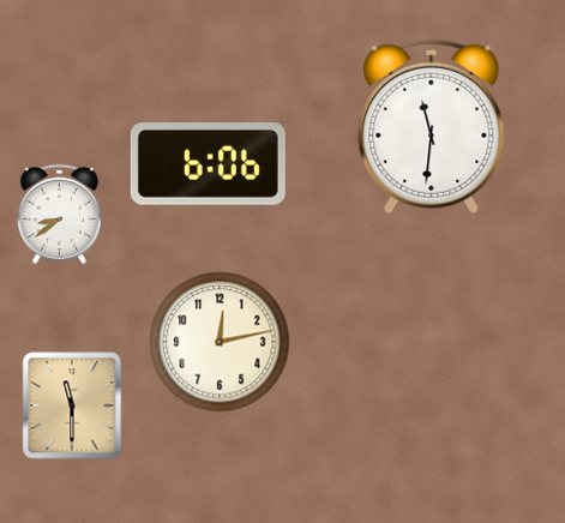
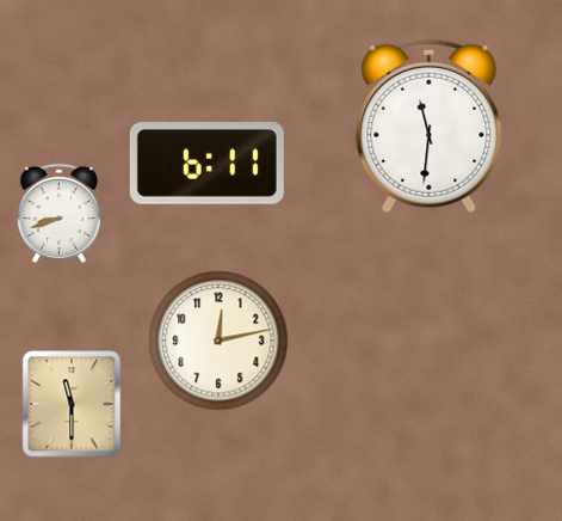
clock at (208, 164): 6:06 -> 6:11
clock at (59, 214): 8:39 -> 8:42
